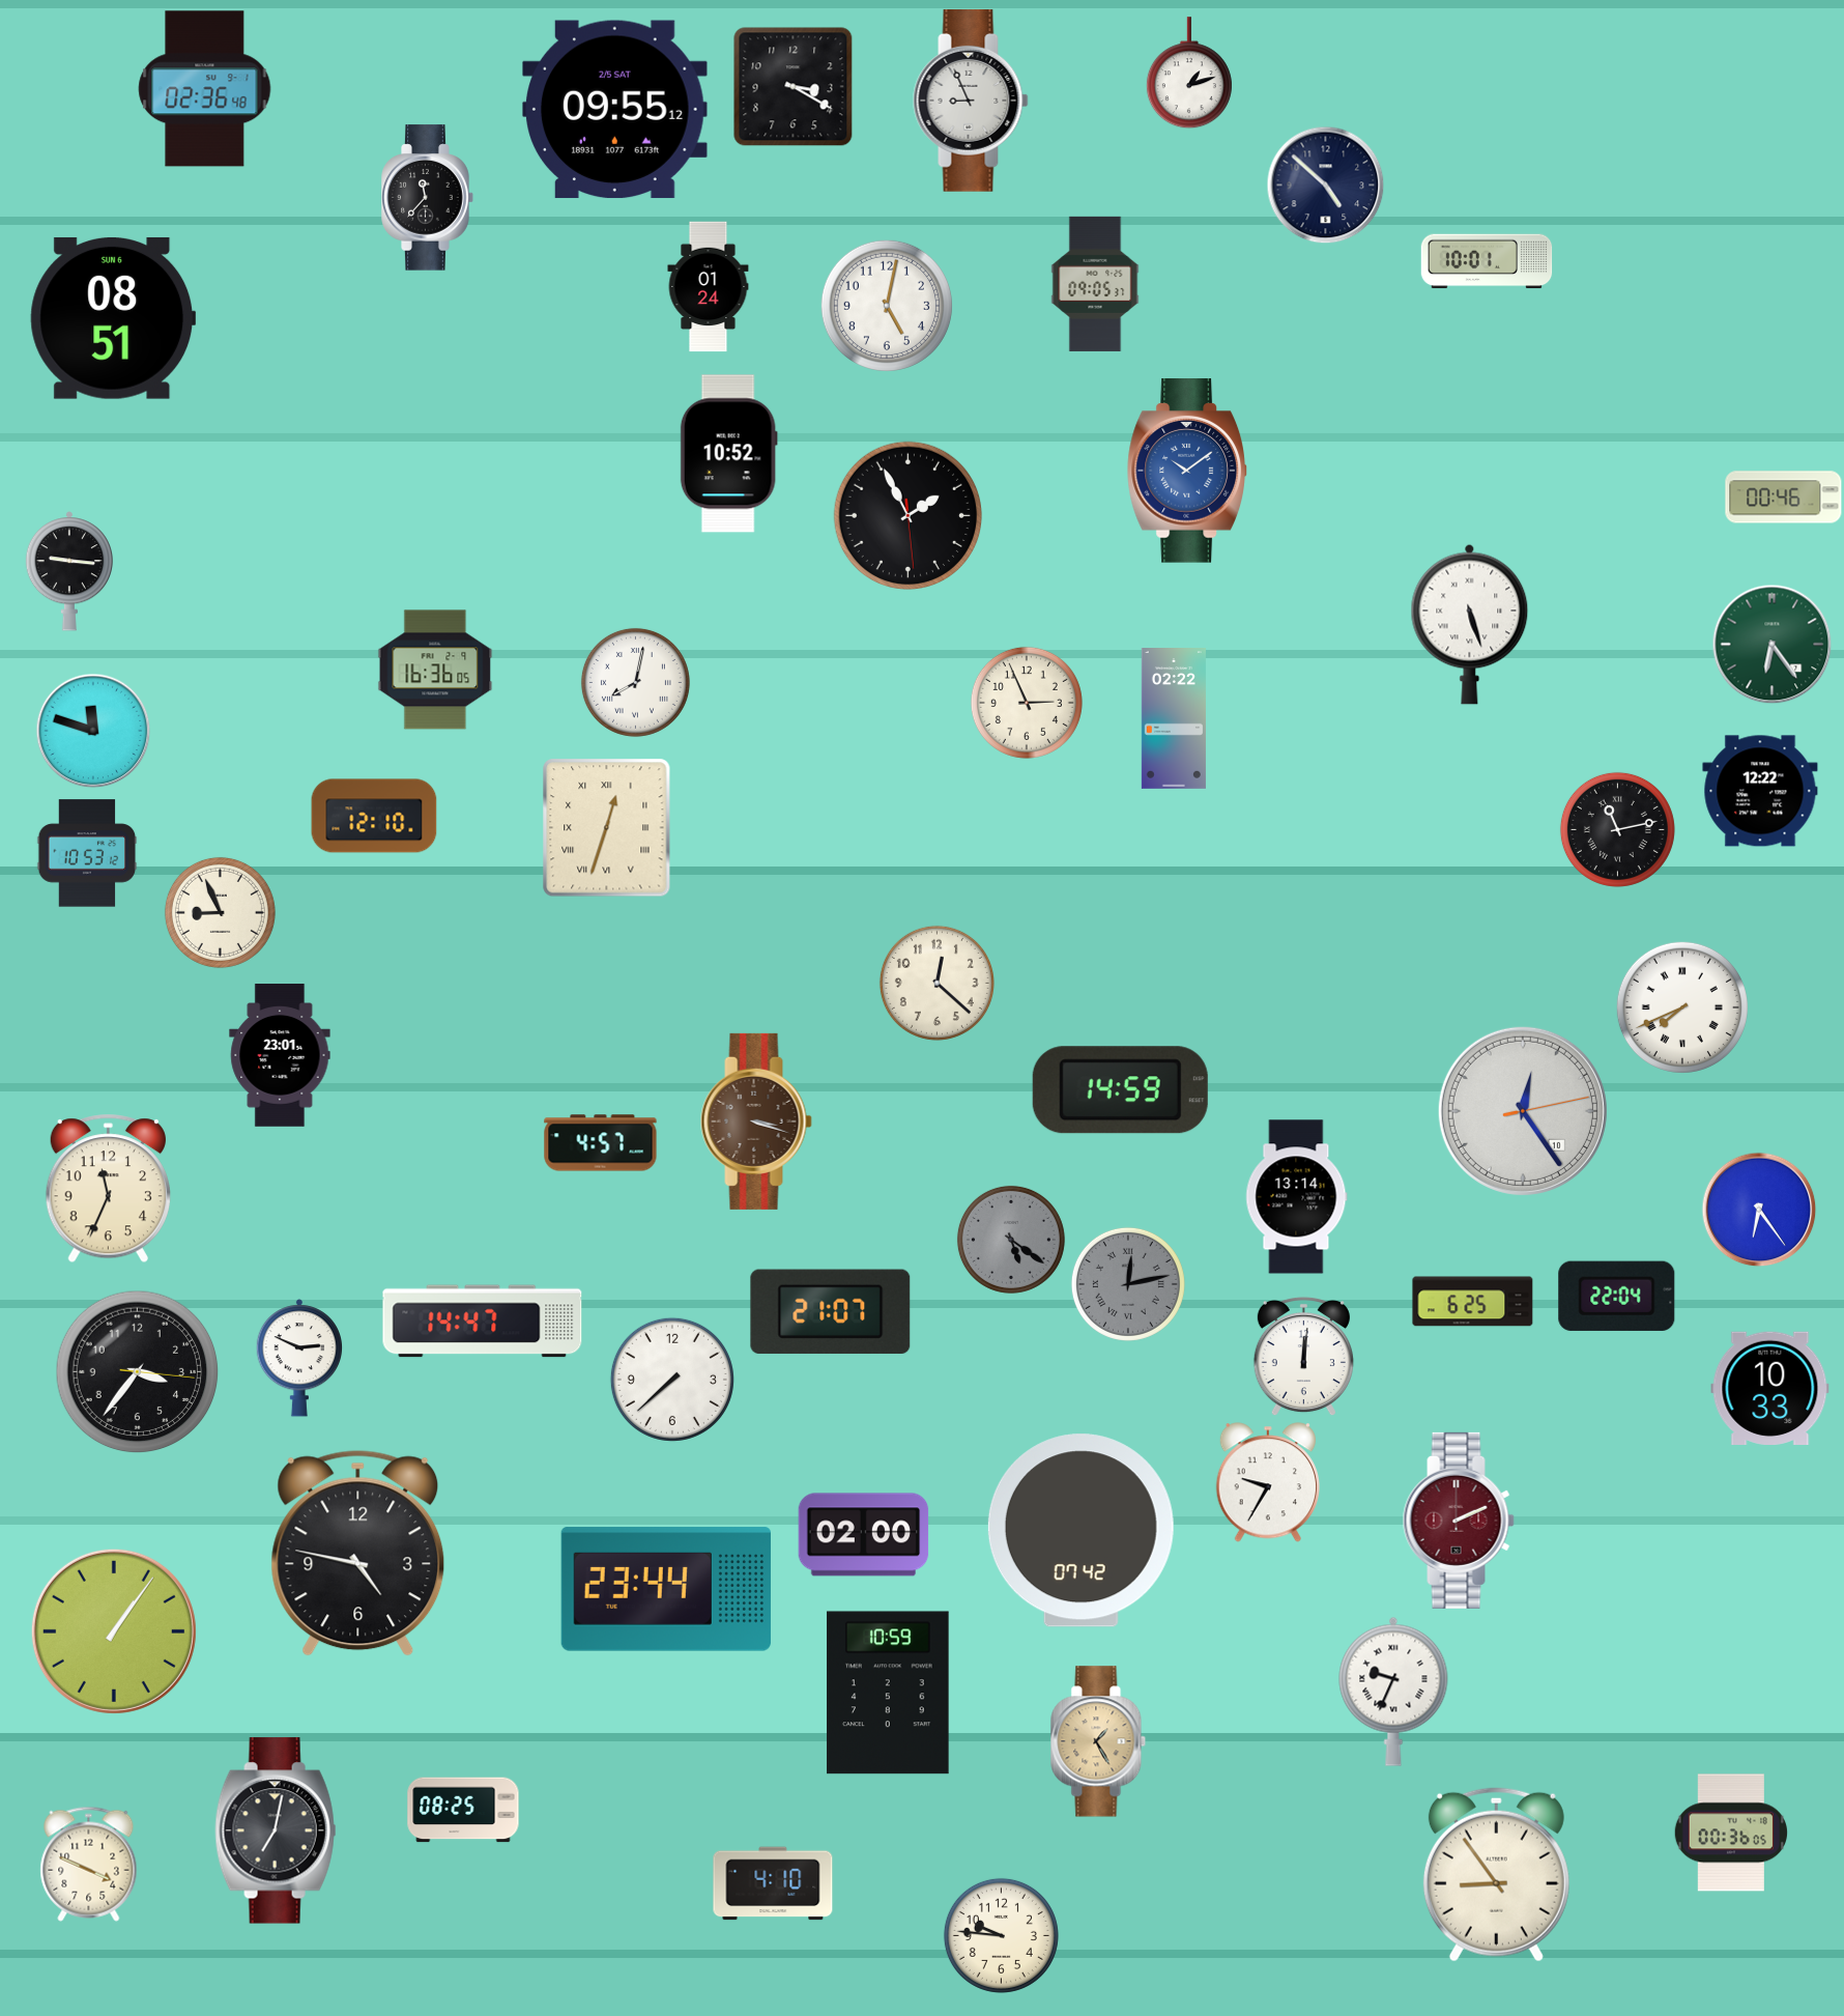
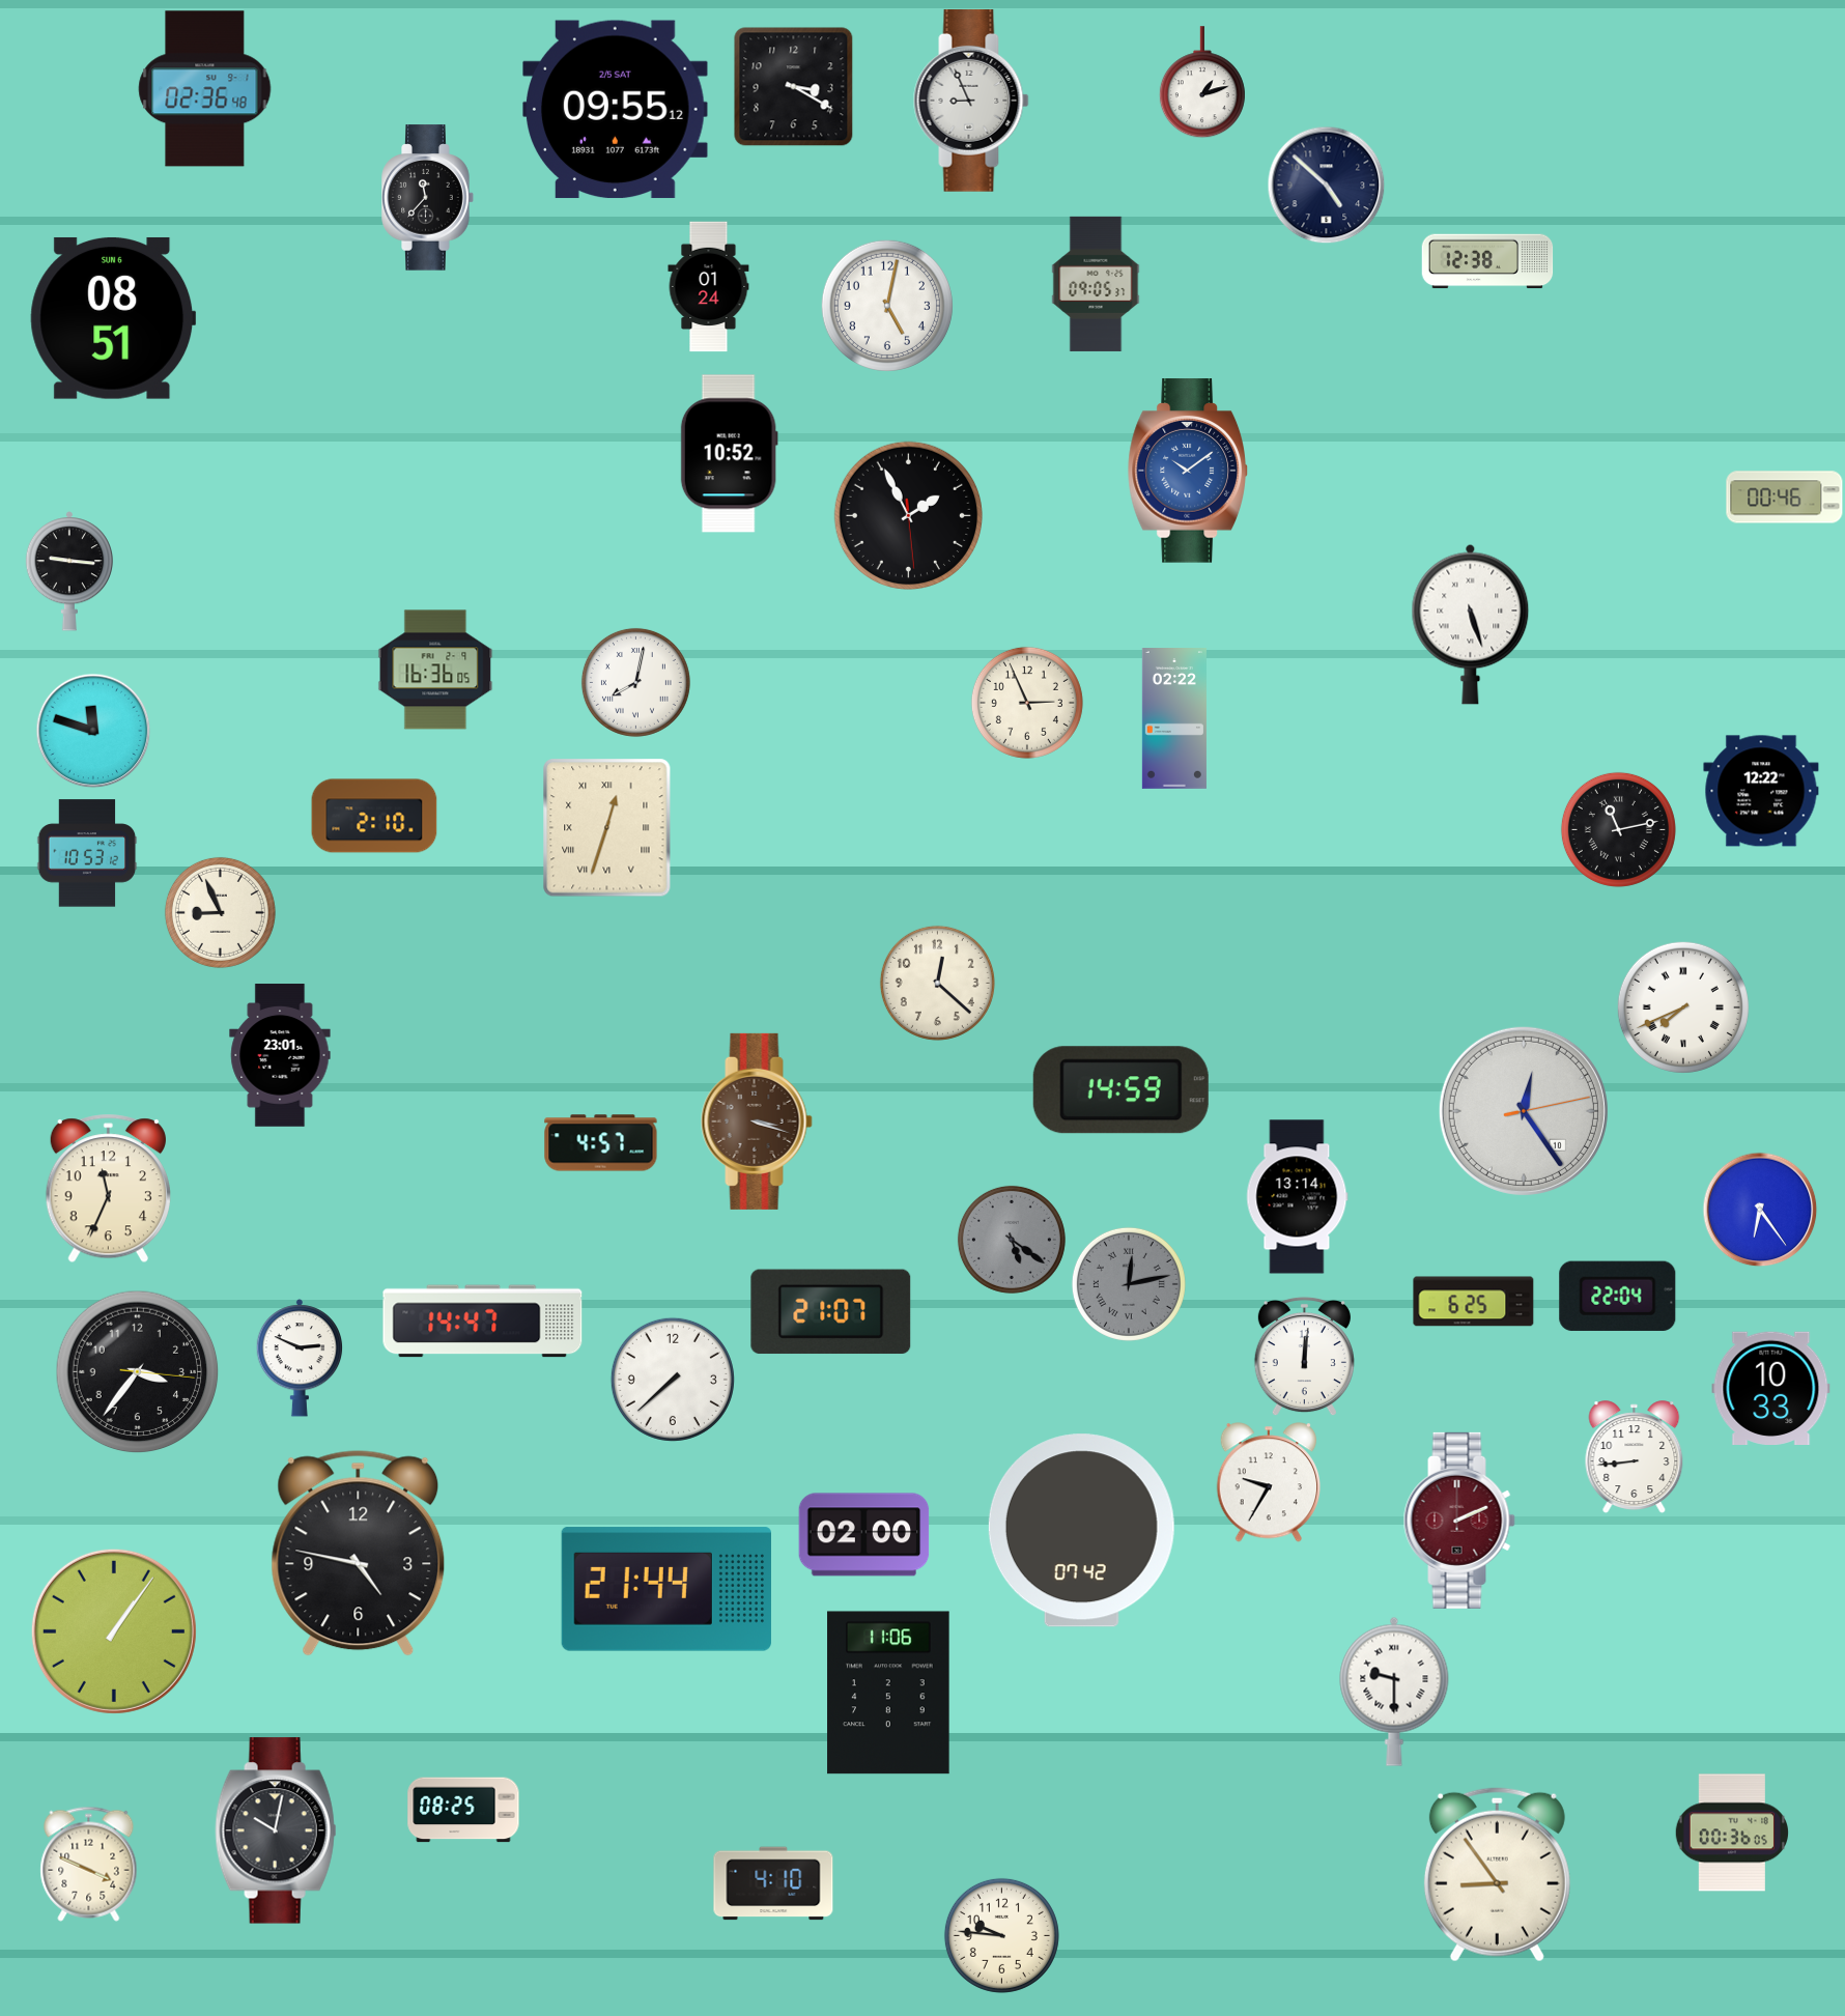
clock at (1189, 74) position: (1189, 74) -> (1202, 83)
clock at (1487, 261): 10:01 -> 12:38
clock at (1773, 645): 6:24 -> none
clock at (374, 816): 12:10 -> 2:10
clock at (1635, 1457): none -> 8:44
clock at (666, 1589): 23:44 -> 21:44
clock at (1393, 1692): 9:34 -> 9:30
clock at (888, 1693): 10:59 -> 11:06
clock at (1098, 1741): 1:25 -> none
clock at (276, 1830): 7:02 -> 10:02
